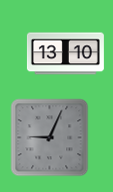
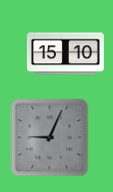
clock at (65, 54): 13:10 -> 15:10
